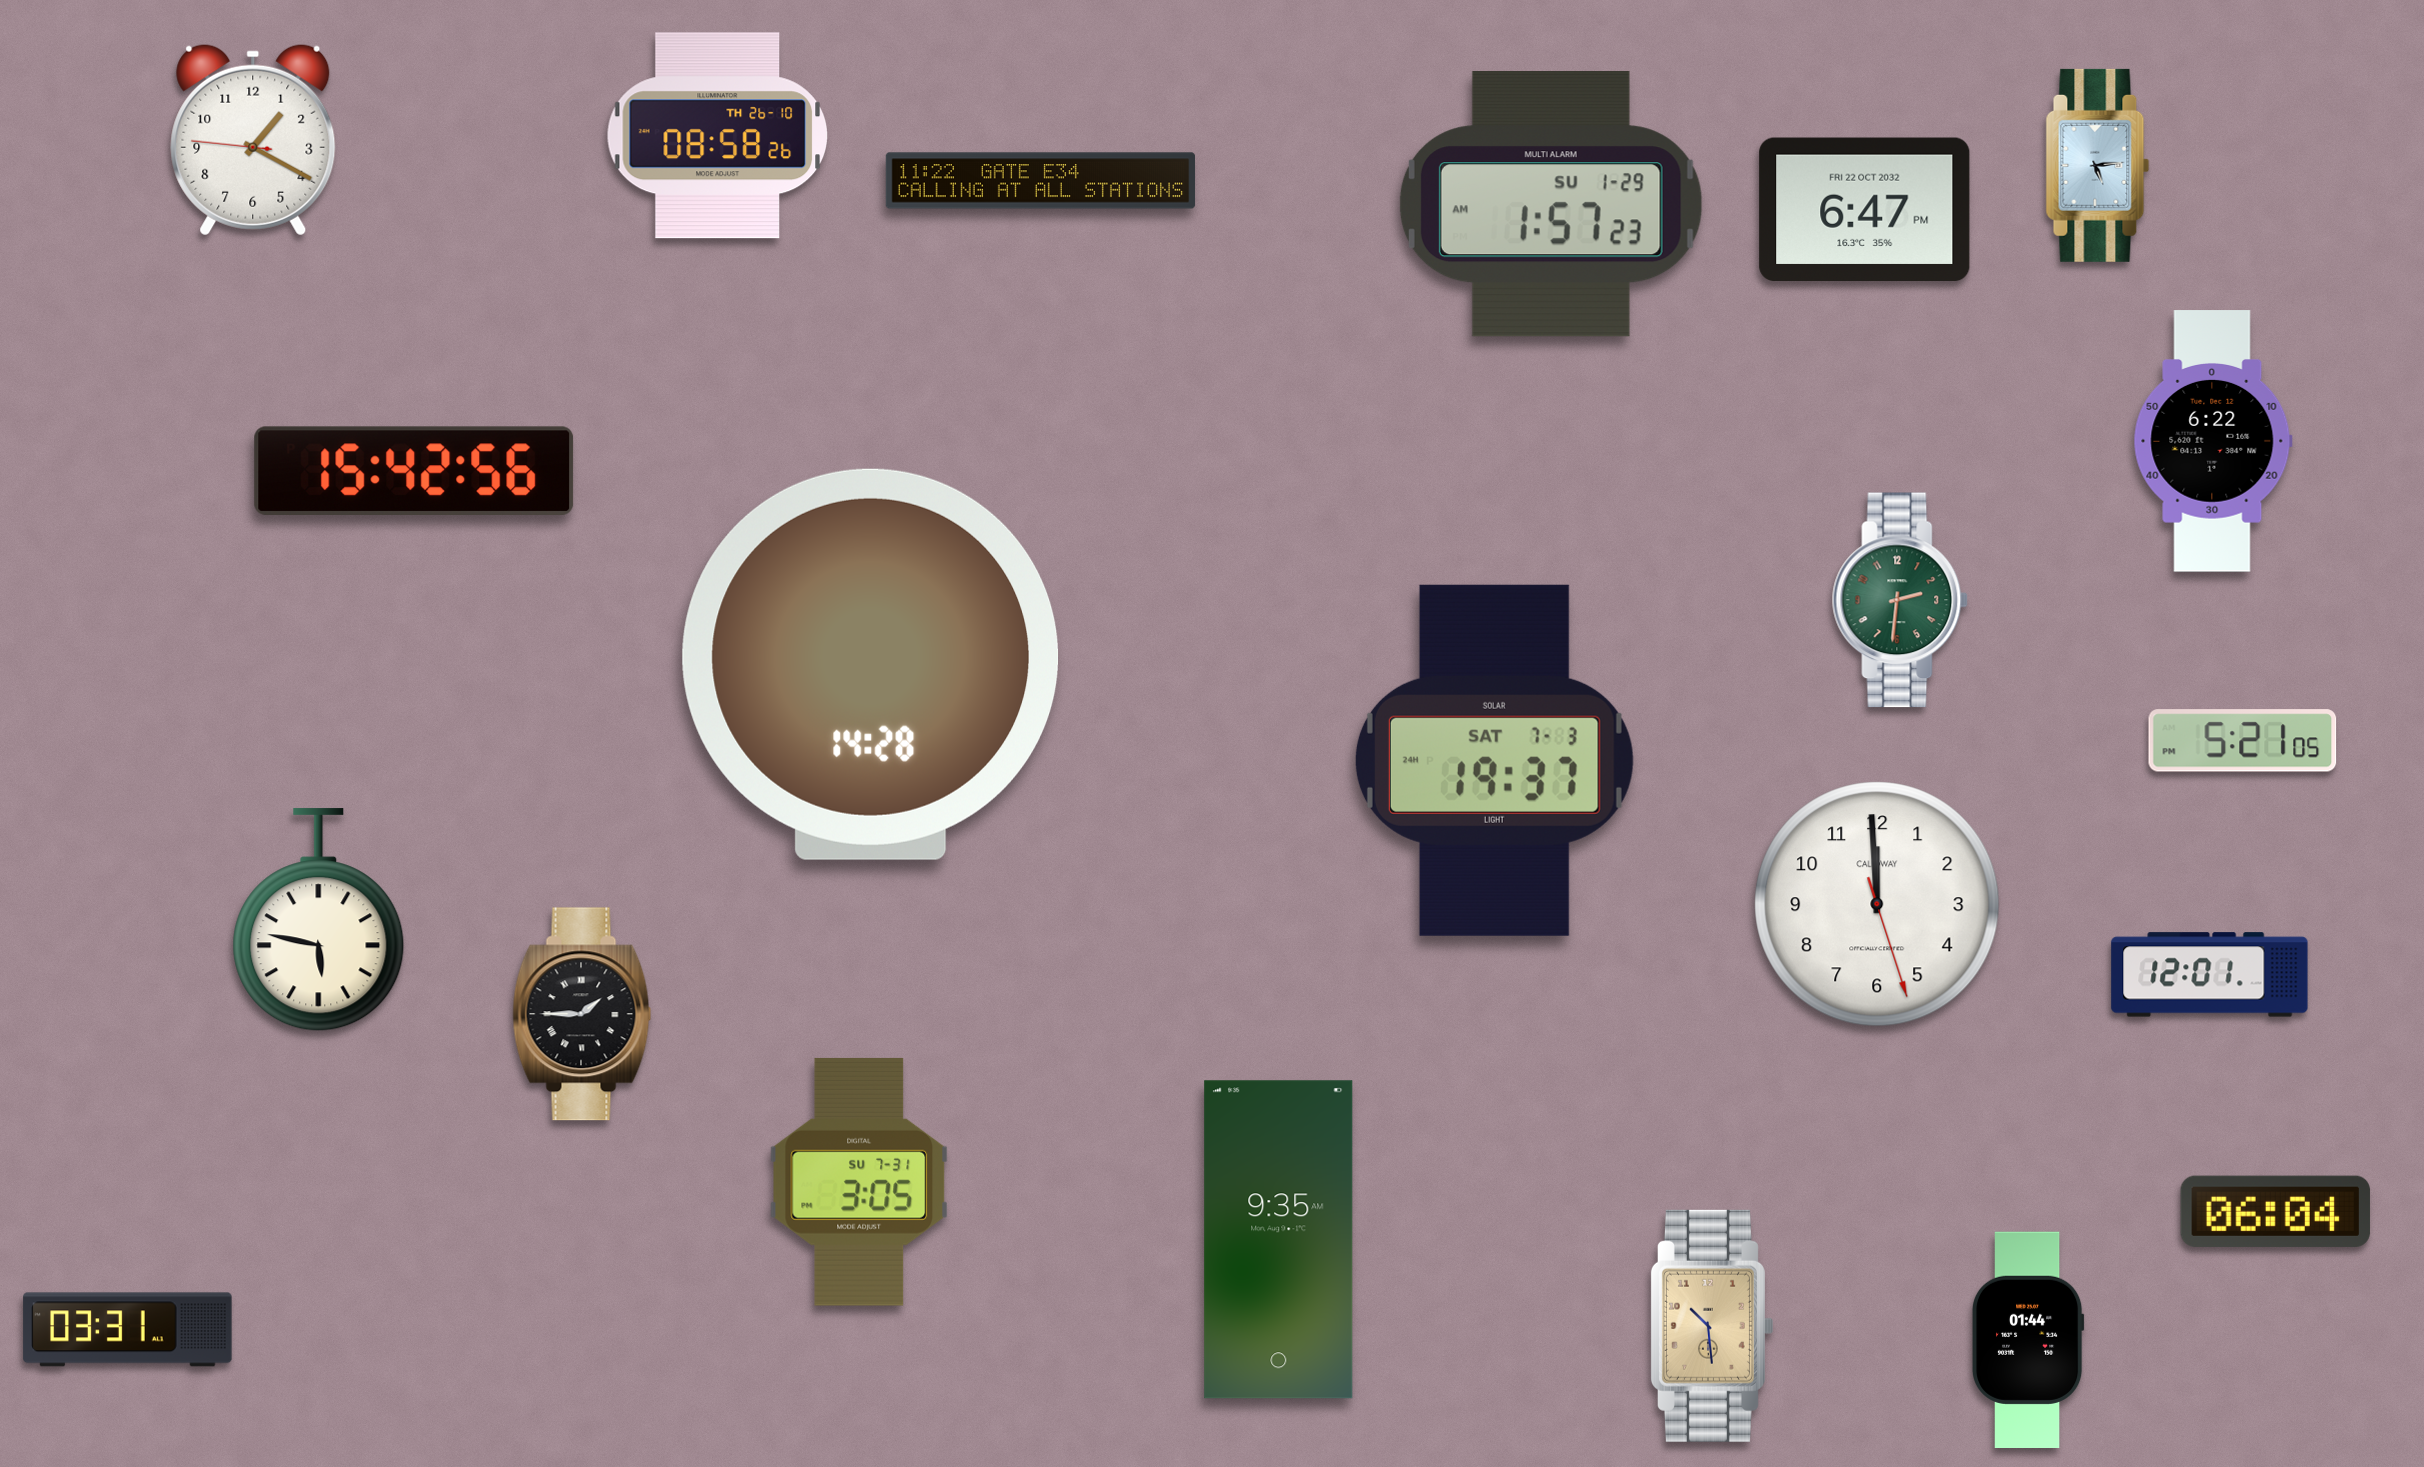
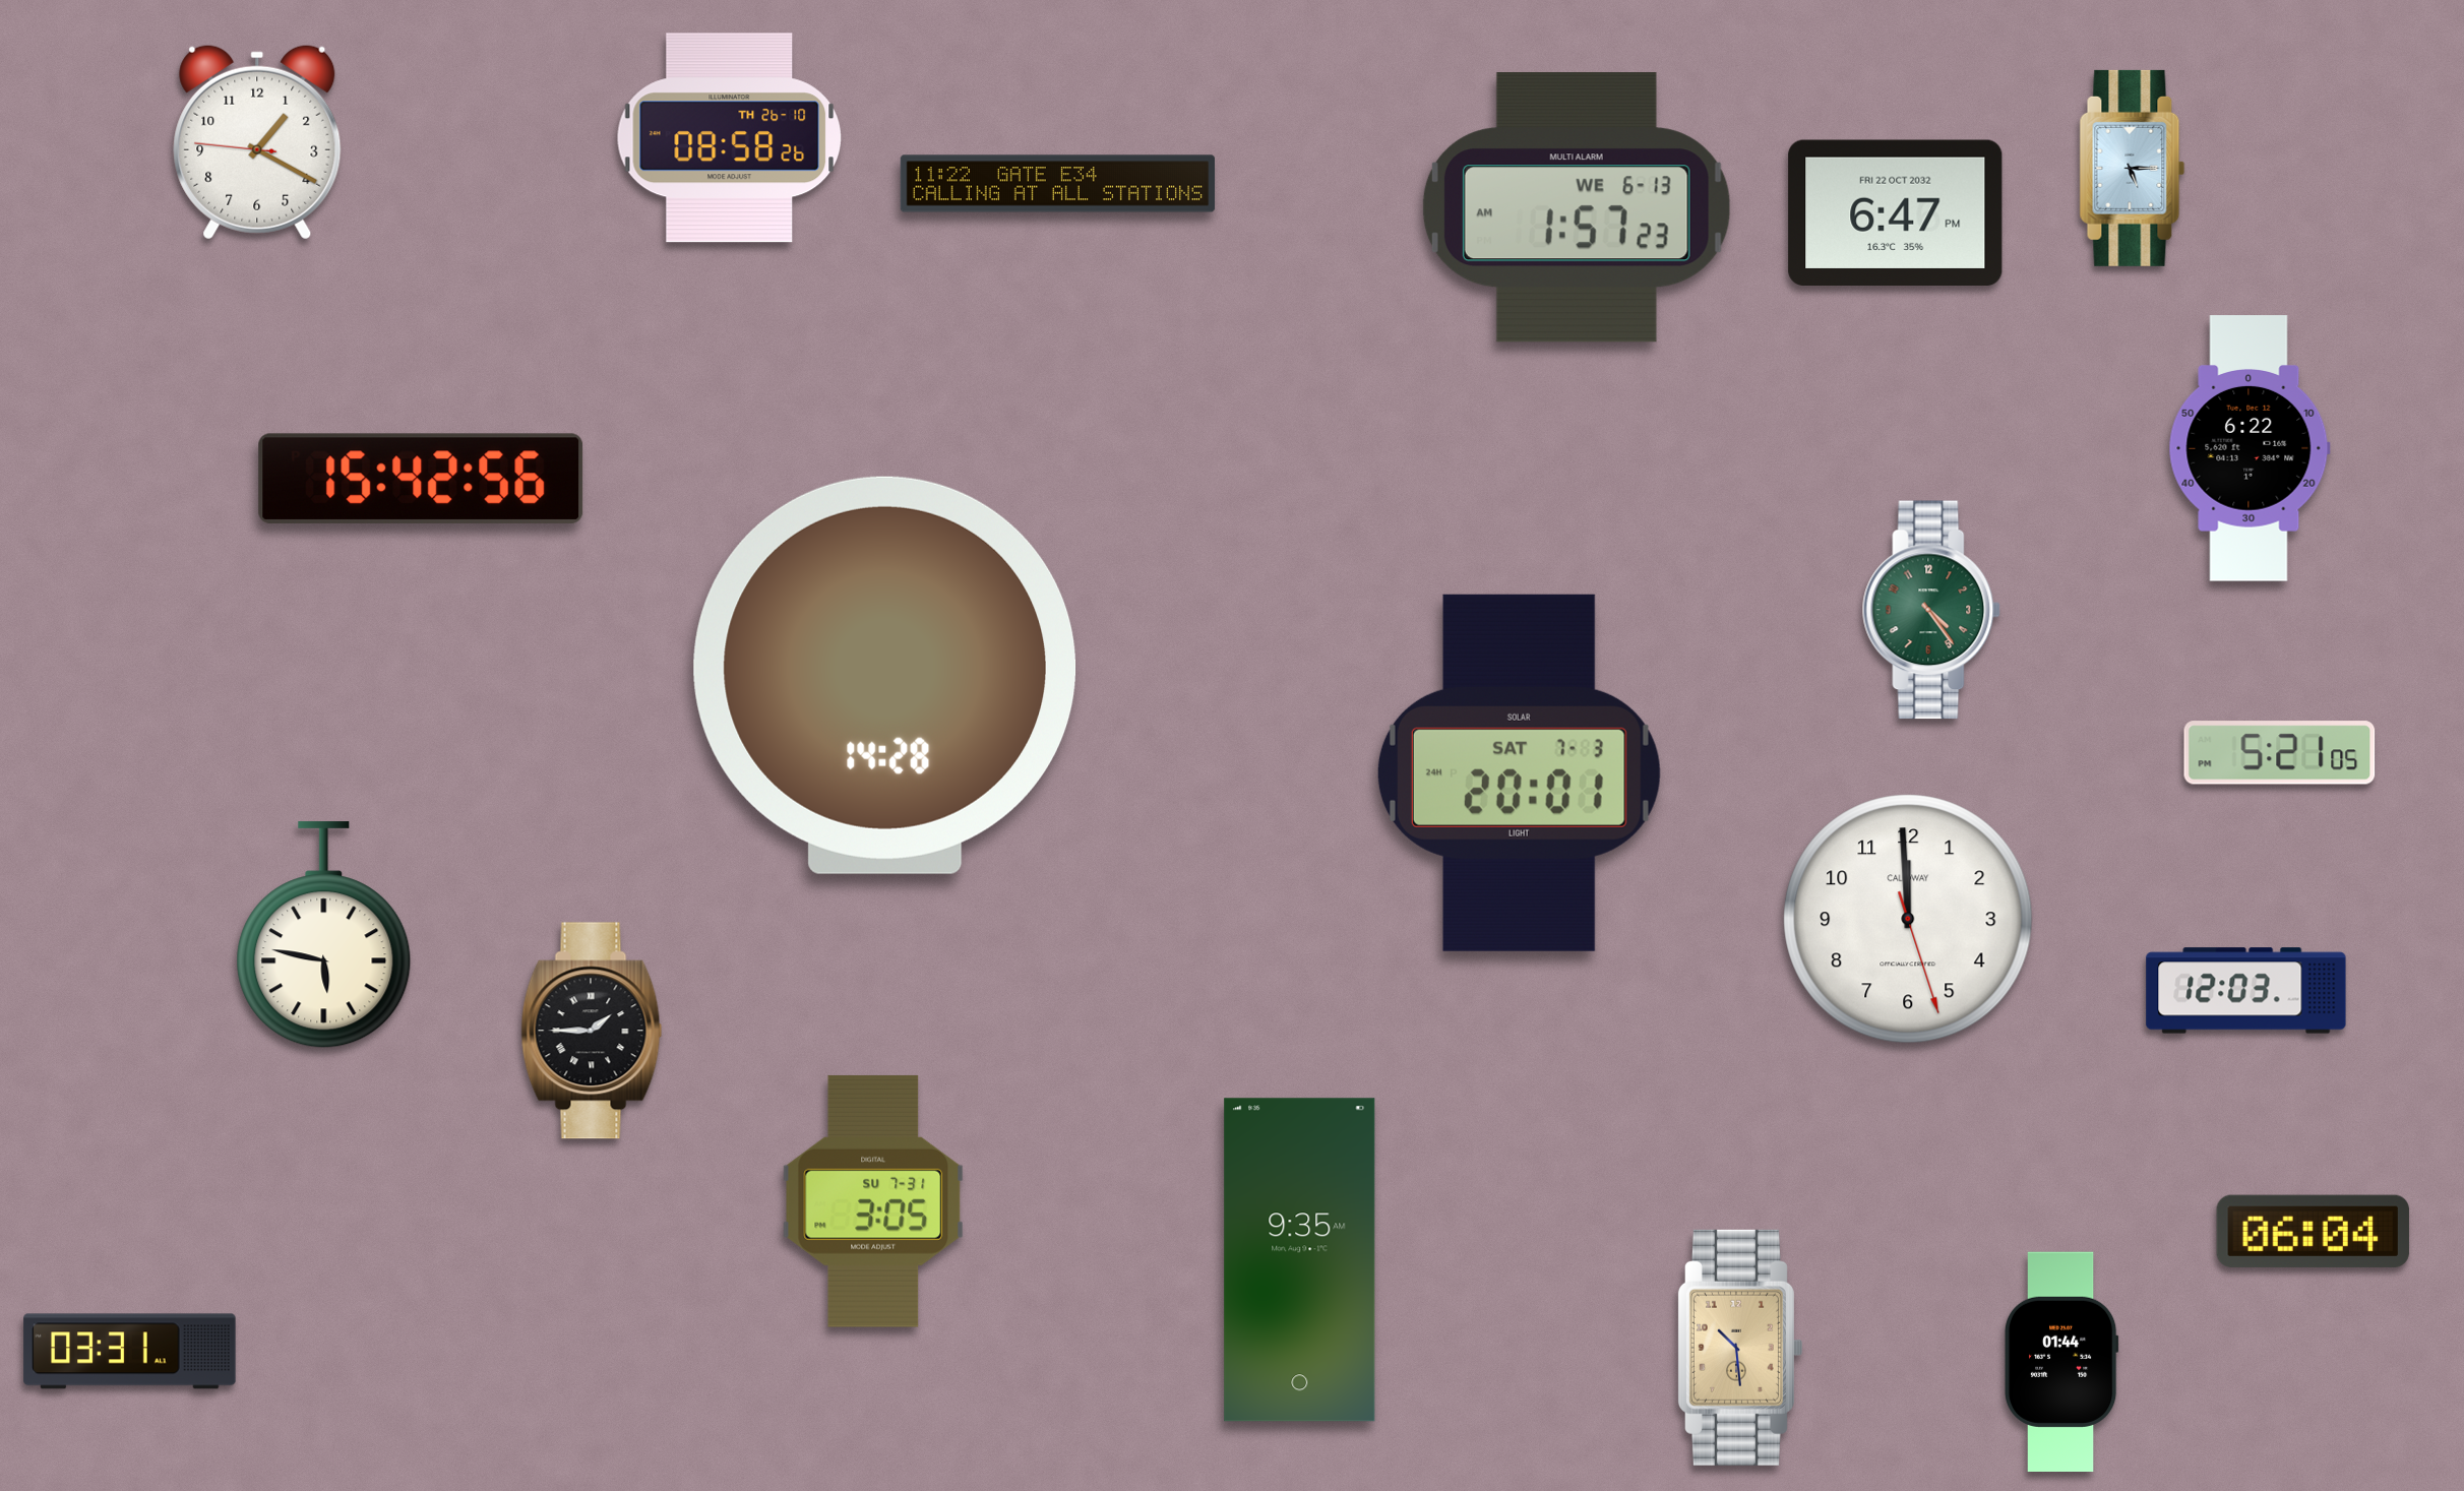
clock at (2098, 165): 5:14 -> 5:15
clock at (1551, 204) date: SU 1-29 -> WE 6-13
clock at (1900, 600): 2:31 -> 4:24
clock at (1494, 760): 19:37 -> 20:01
clock at (2210, 975): 12:01 -> 12:03
